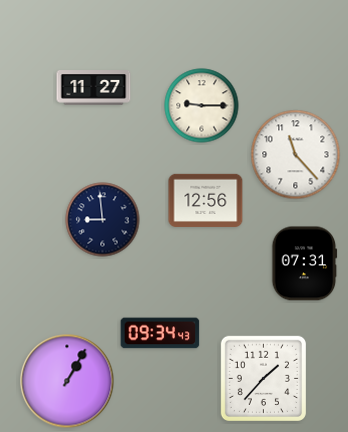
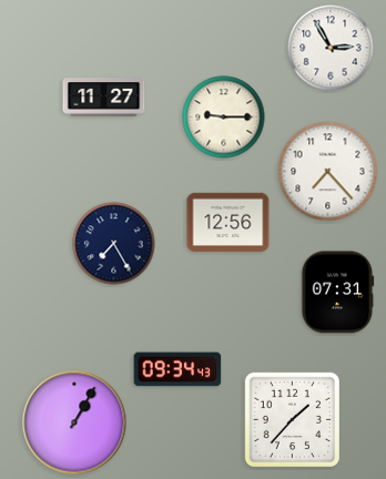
clock at (331, 48): none -> 2:55
clock at (296, 155): 11:23 -> 7:23
clock at (103, 220): 8:59 -> 7:25
